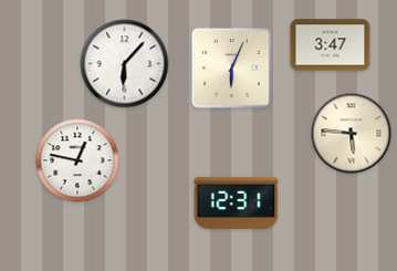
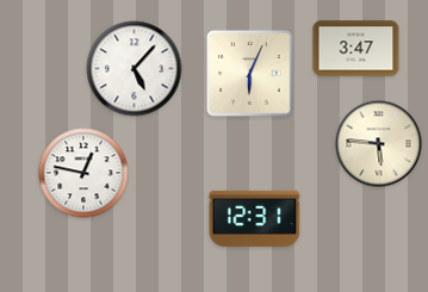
clock at (125, 64): 6:07 -> 5:07
